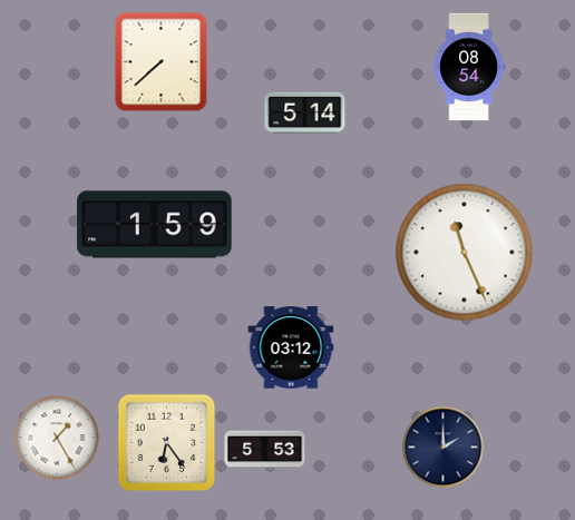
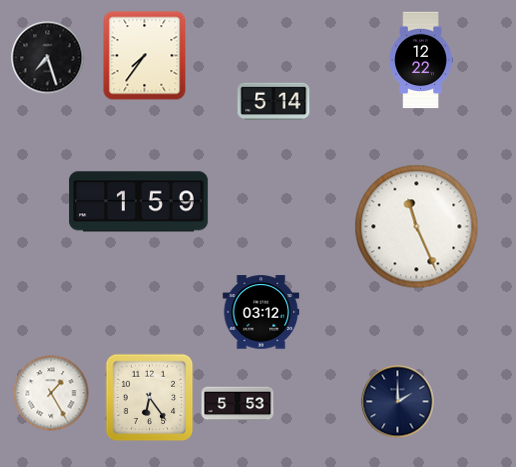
clock at (162, 62): 7:38 -> 7:36
clock at (48, 58): none -> 7:27
clock at (469, 67): 08:54 -> 12:22
